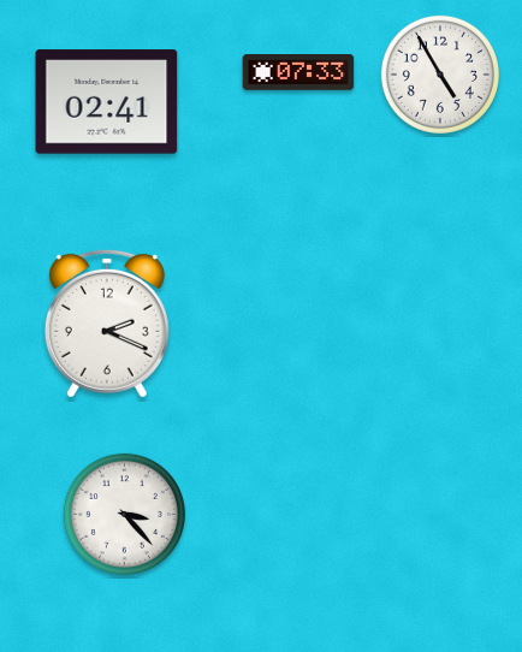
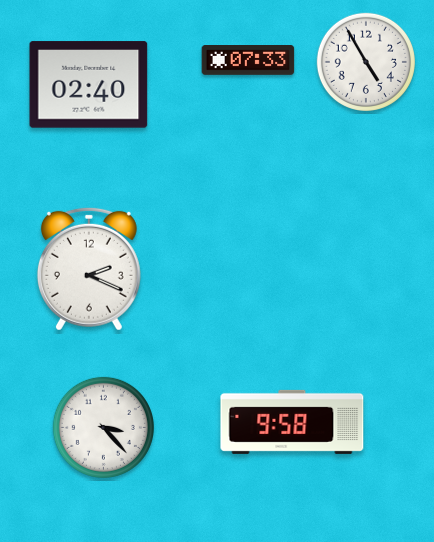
clock at (107, 102): 02:41 -> 02:40
clock at (292, 422): none -> 9:58
